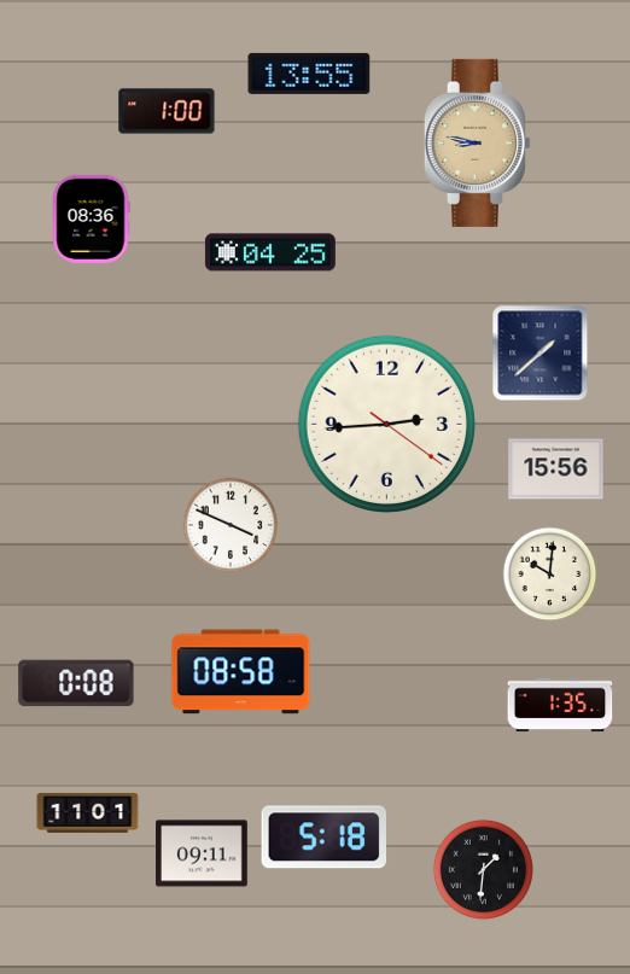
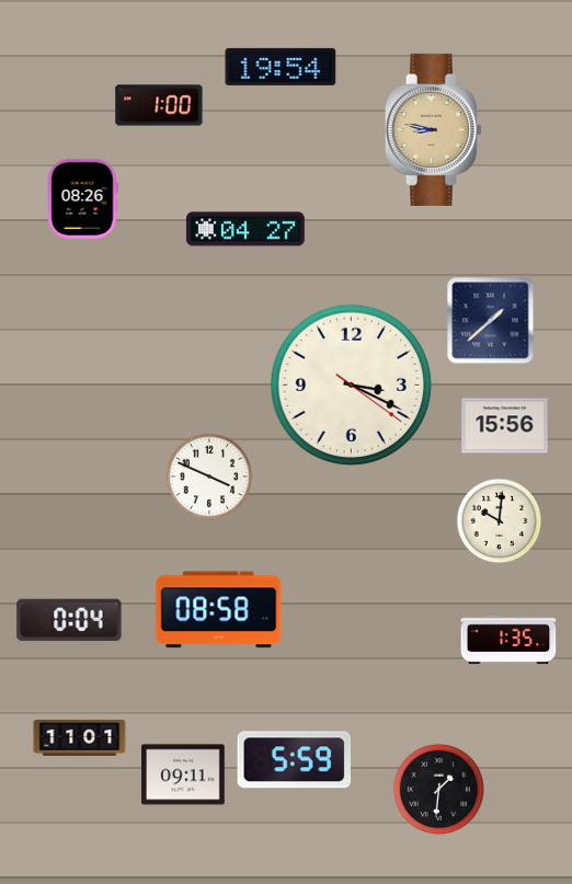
clock at (309, 74): 13:55 -> 19:54
clock at (167, 111) position: (167, 111) -> (159, 105)
clock at (91, 218): 08:36 -> 08:26
clock at (270, 252): 04:25 -> 04:27
clock at (386, 424): 2:44 -> 3:19
clock at (76, 683): 0:08 -> 0:04
clock at (325, 838): 5:18 -> 5:59
